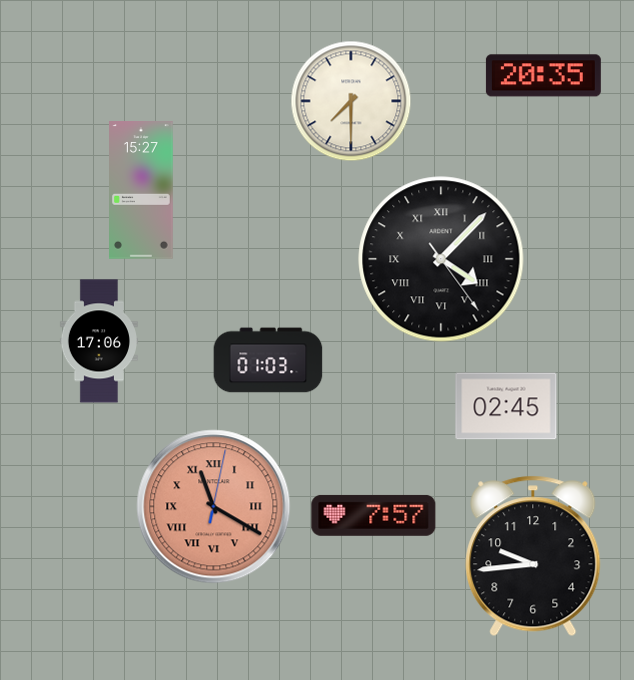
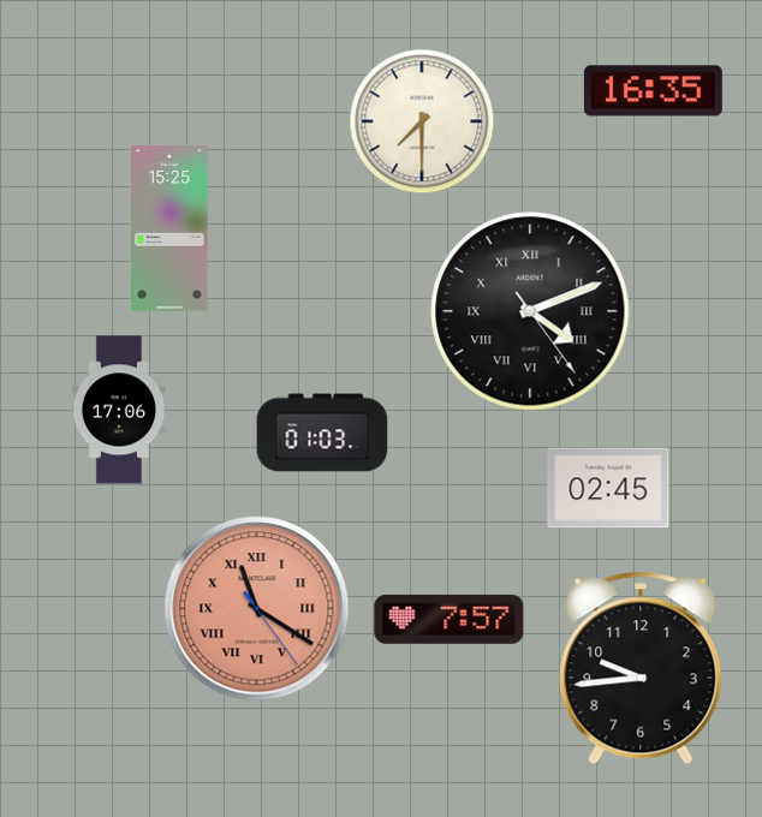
clock at (543, 76): 20:35 -> 16:35
clock at (141, 190): 15:27 -> 15:25
clock at (441, 259): 4:07 -> 4:11
clock at (214, 507): 11:20:02 -> 11:20:24
